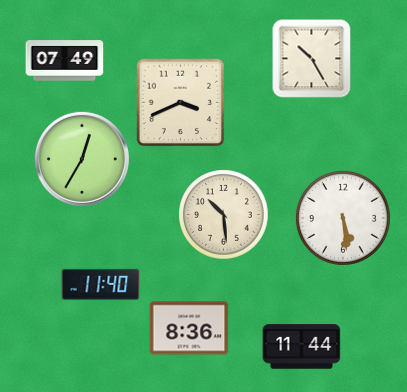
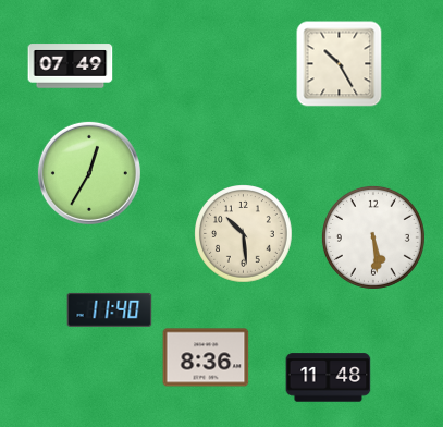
clock at (180, 102): 3:41 -> none
clock at (301, 347): 11:44 -> 11:48
